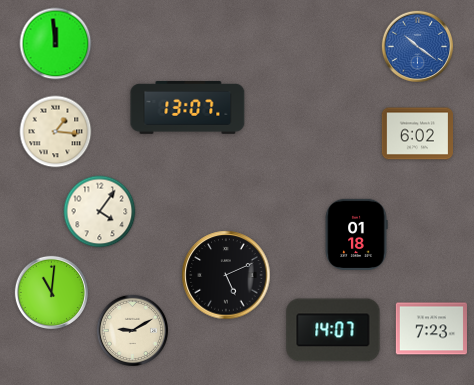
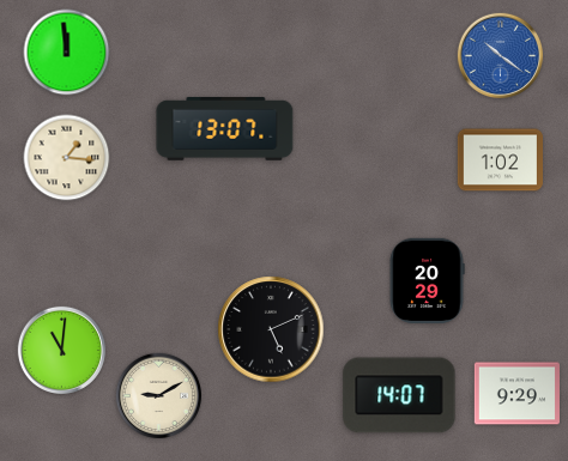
clock at (417, 134): 6:02 -> 1:02
clock at (100, 212): 4:06 -> none
clock at (356, 234): 01:18 -> 20:29
clock at (431, 329): 7:23 -> 9:29
